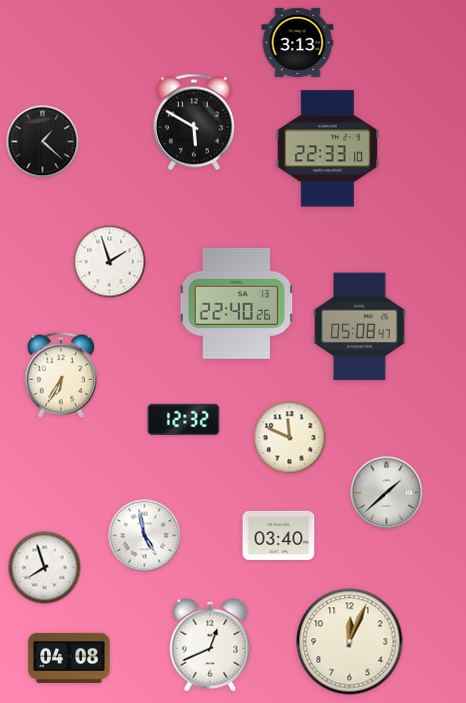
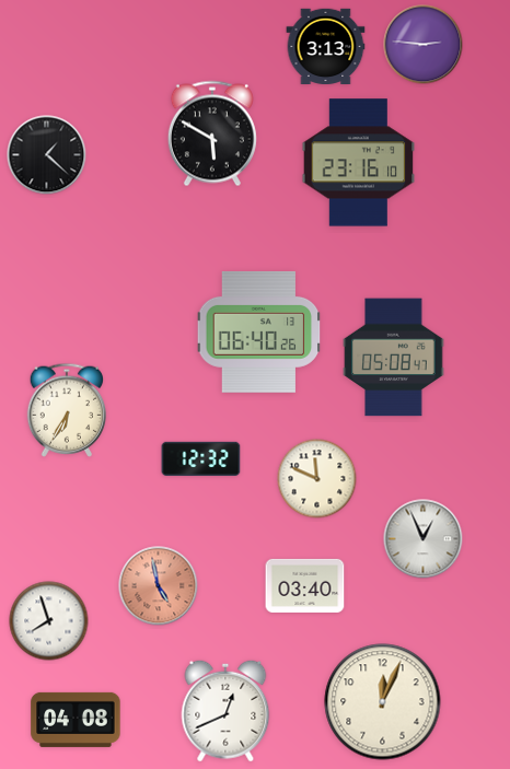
clock at (424, 45): none -> 2:46
clock at (328, 149): 22:33 -> 23:16
clock at (110, 262): 1:57 -> none
clock at (237, 303): 22:40 -> 06:40
clock at (387, 493): 1:38 -> 12:56
clock at (145, 536) dial: white -> salmon
clock at (210, 645) position: (210, 645) -> (225, 711)
